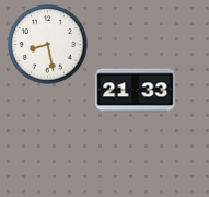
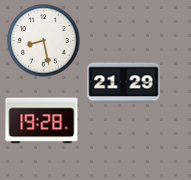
clock at (136, 91): 21:33 -> 21:29
clock at (42, 121): none -> 19:28
